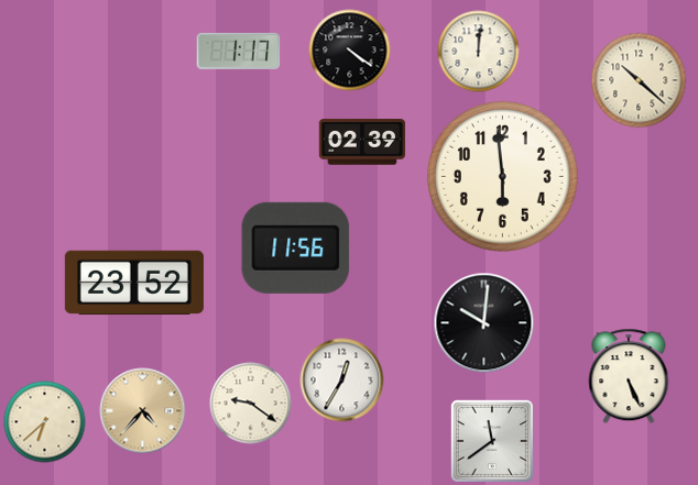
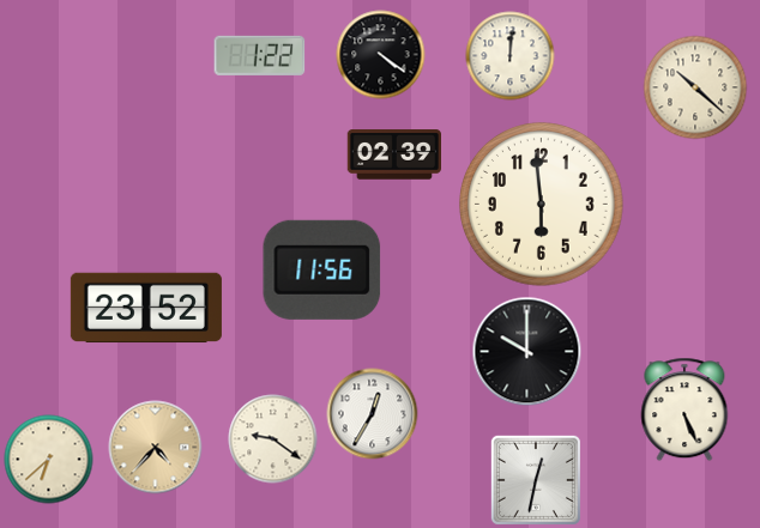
clock at (239, 51): 1:17 -> 1:22
clock at (479, 52) position: (479, 52) -> (511, 56)
clock at (503, 177) position: (503, 177) -> (542, 205)
clock at (484, 323): 10:01 -> 10:00
clock at (492, 441): 11:39 -> 12:32
